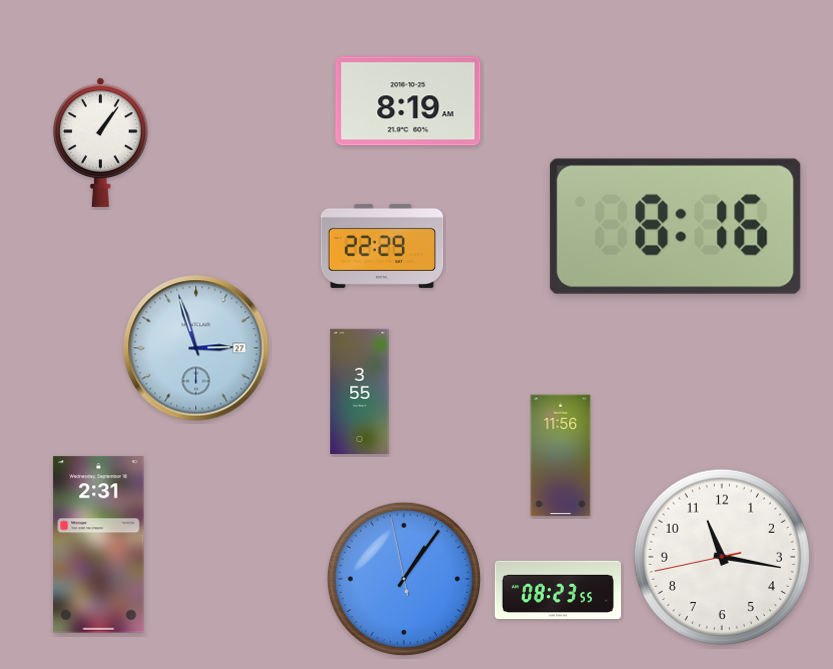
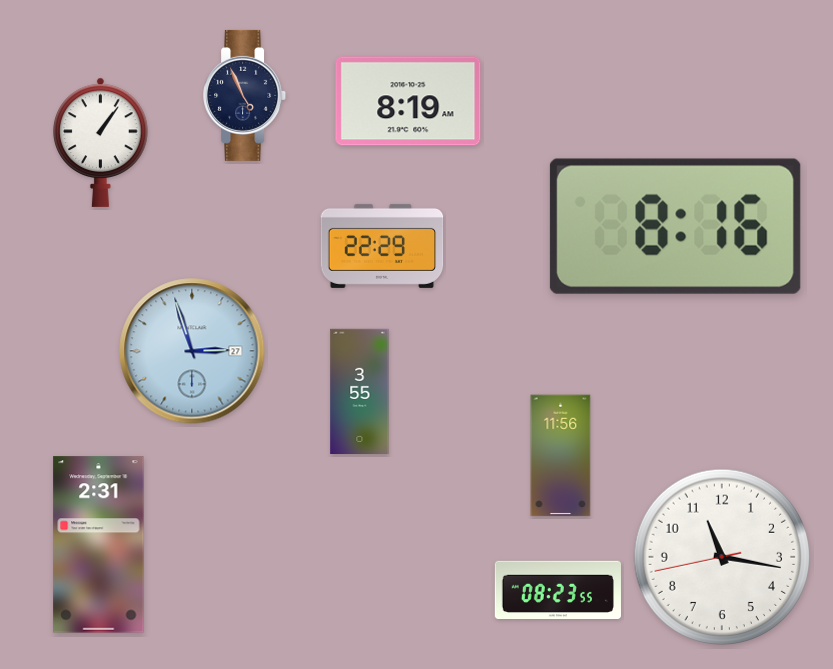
clock at (245, 95): none -> 4:56
clock at (196, 348) position: (196, 348) -> (192, 351)
clock at (404, 579): 1:05 -> none
